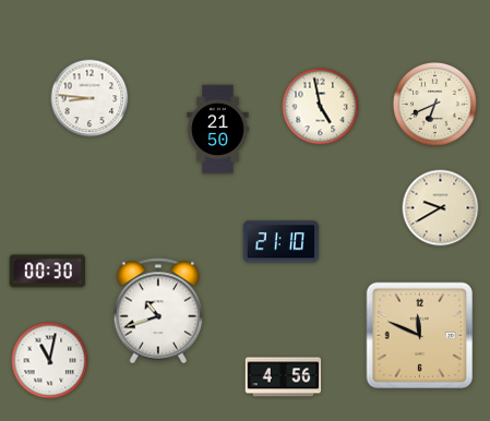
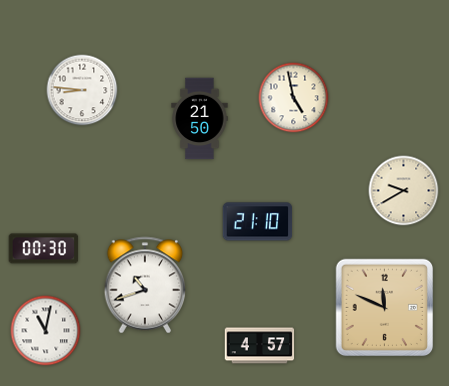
clock at (434, 104): 6:41 -> none
clock at (284, 377): 4:56 -> 4:57
